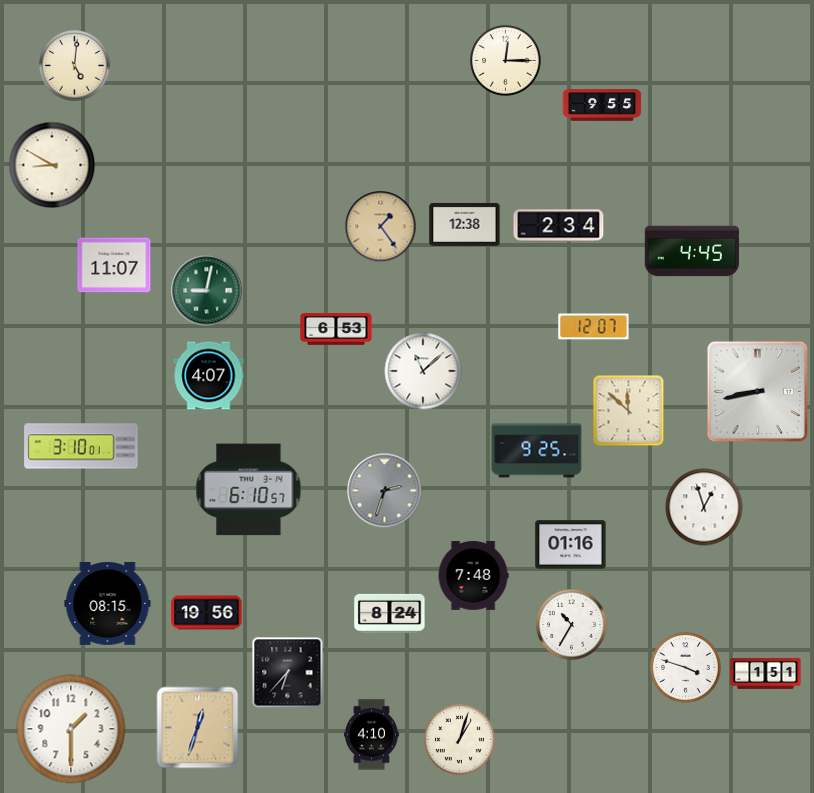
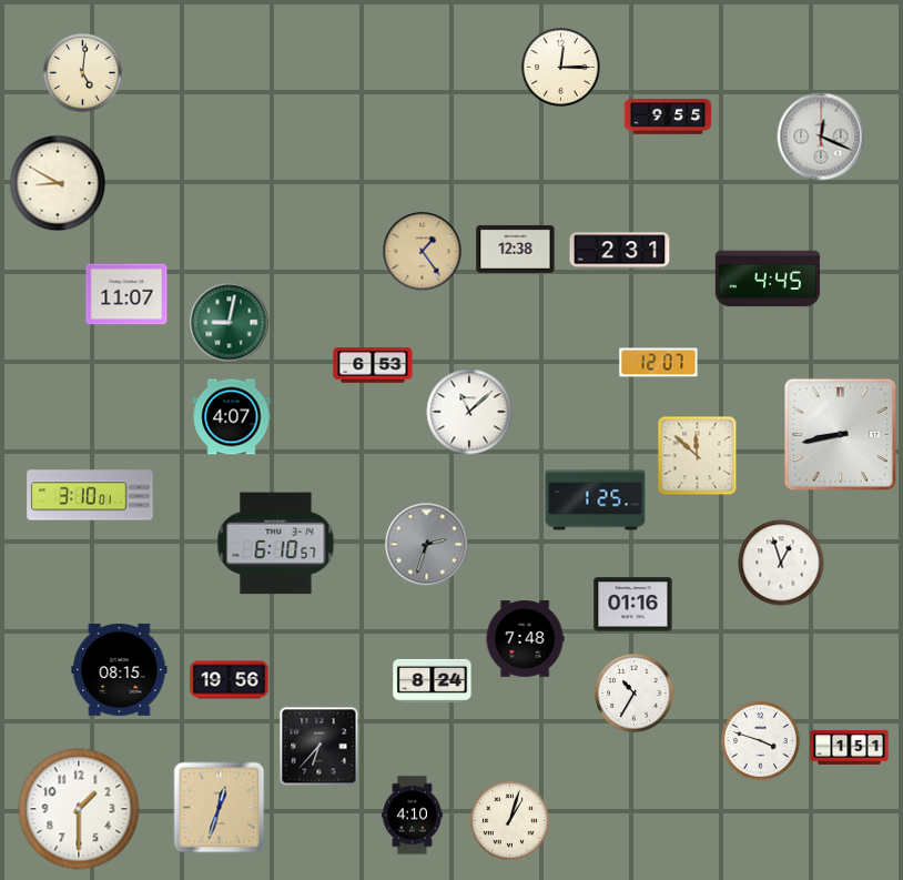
clock at (821, 136): none -> 12:19
clock at (559, 226): 2:34 -> 2:31
clock at (537, 451): 9:25 -> 1:25
